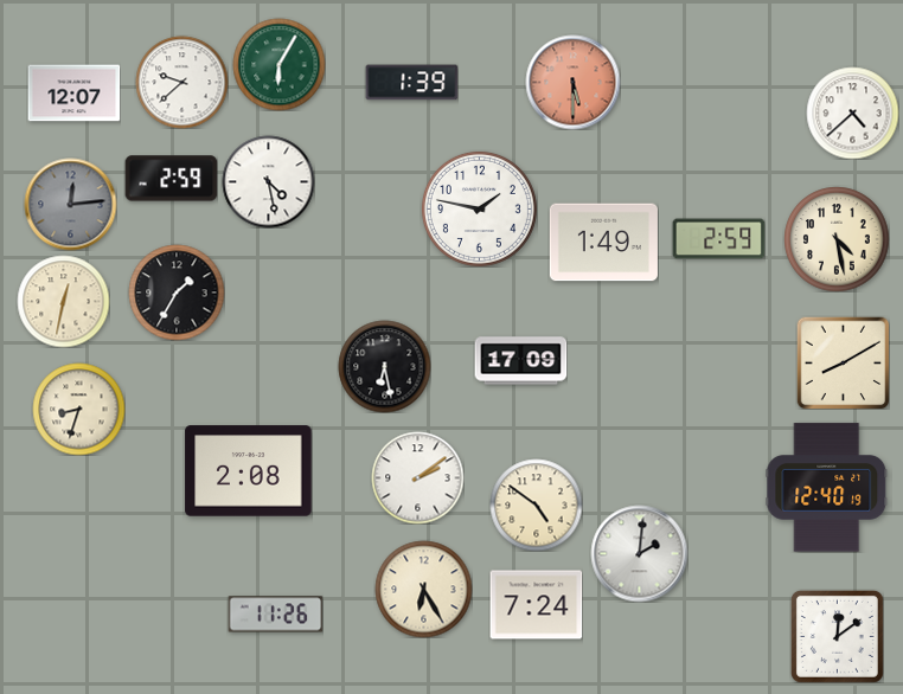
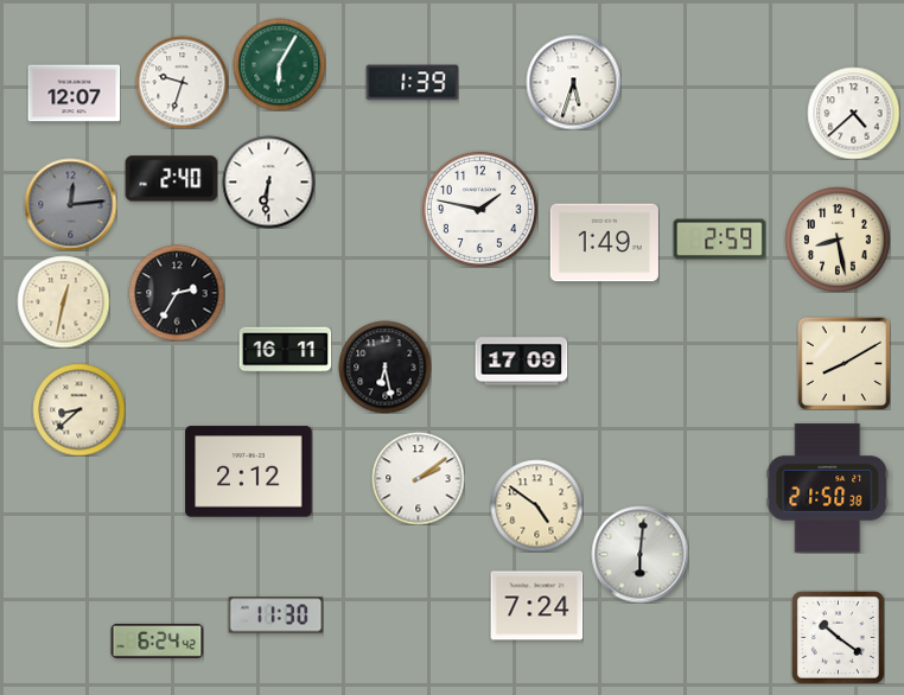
clock at (181, 82): 9:38 -> 9:33
clock at (572, 82): 5:30 -> 5:33
clock at (572, 82) dial: salmon -> white
clock at (171, 179): 2:59 -> 2:40
clock at (268, 181): 4:28 -> 6:31
clock at (837, 239): 4:28 -> 8:28
clock at (177, 293): 1:35 -> 2:35
clock at (285, 350): none -> 16:11
clock at (78, 409): 8:33 -> 8:38
clock at (249, 471): 2:08 -> 2:12
clock at (827, 488): 12:40 -> 21:50
clock at (639, 553): 2:01 -> 6:01
clock at (423, 589): 6:25 -> none
clock at (275, 615): 11:26 -> 11:30
clock at (837, 636): 12:09 -> 10:21
clock at (157, 640): none -> 6:24
